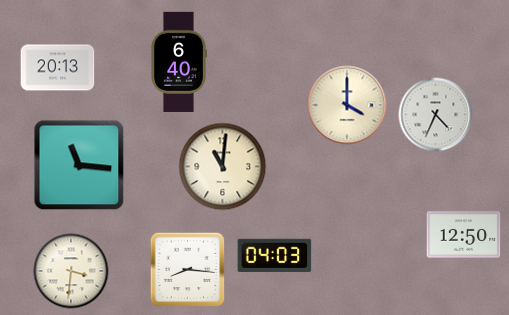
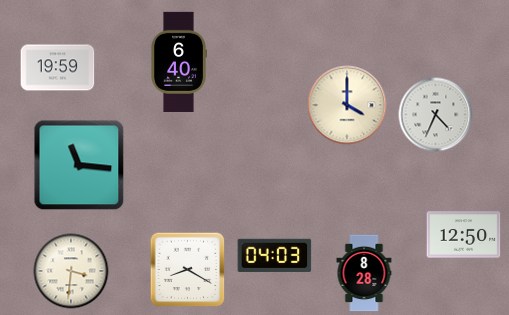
clock at (58, 68): 20:13 -> 19:59
clock at (223, 167): 11:01 -> none
clock at (188, 270): 8:16 -> 8:20
clock at (364, 273): none -> 8:28
